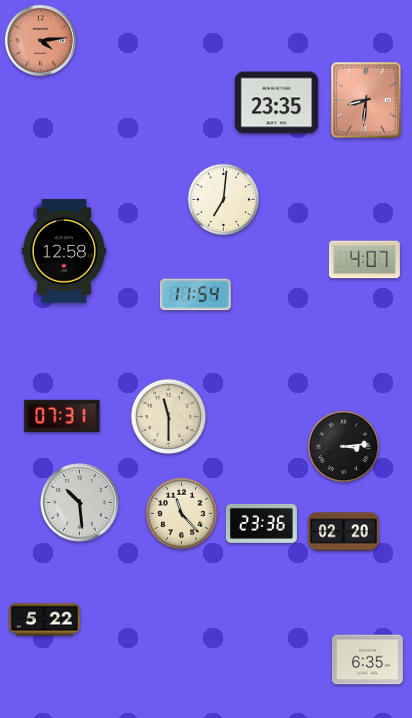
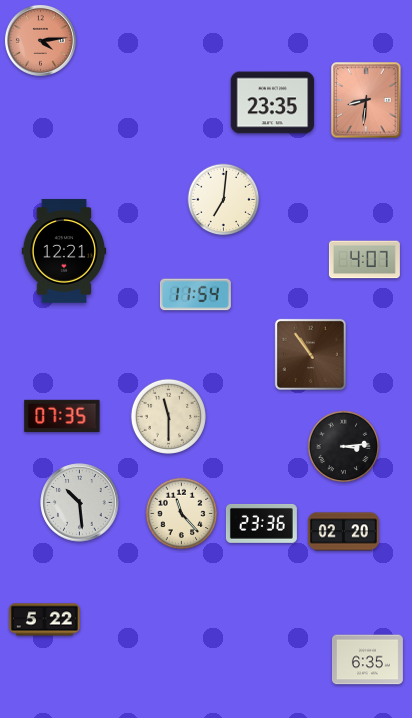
clock at (277, 103) position: (277, 103) -> (273, 103)
clock at (64, 251): 12:58 -> 12:21
clock at (310, 354): none -> 10:54
clock at (62, 416): 07:31 -> 07:35
